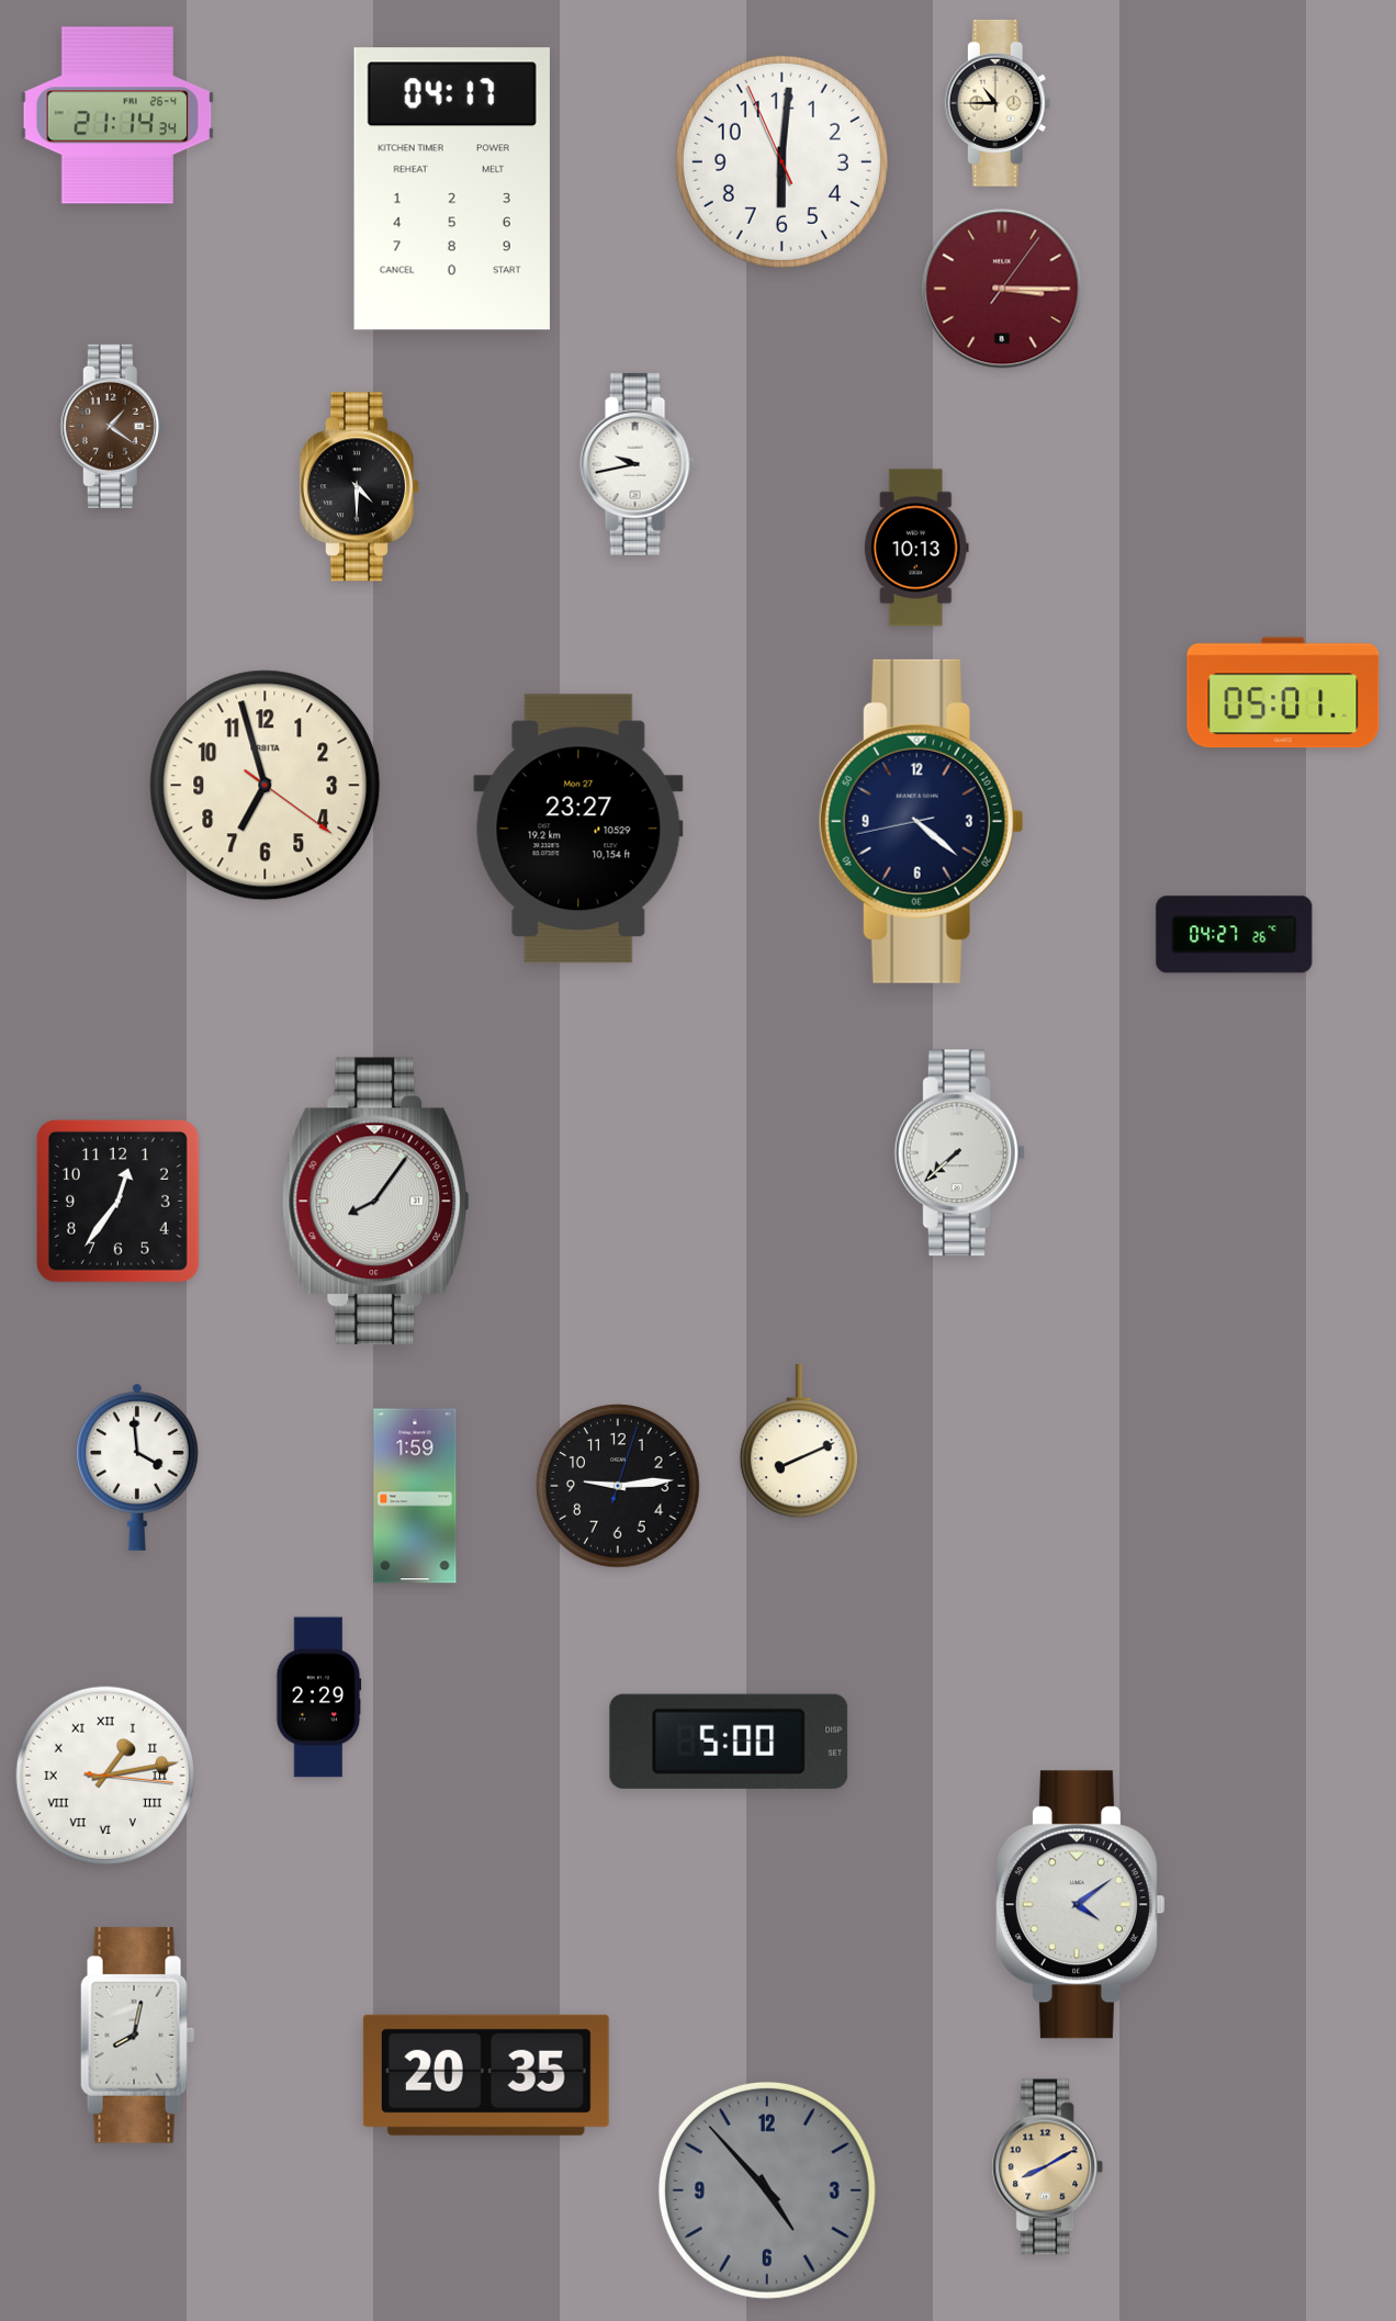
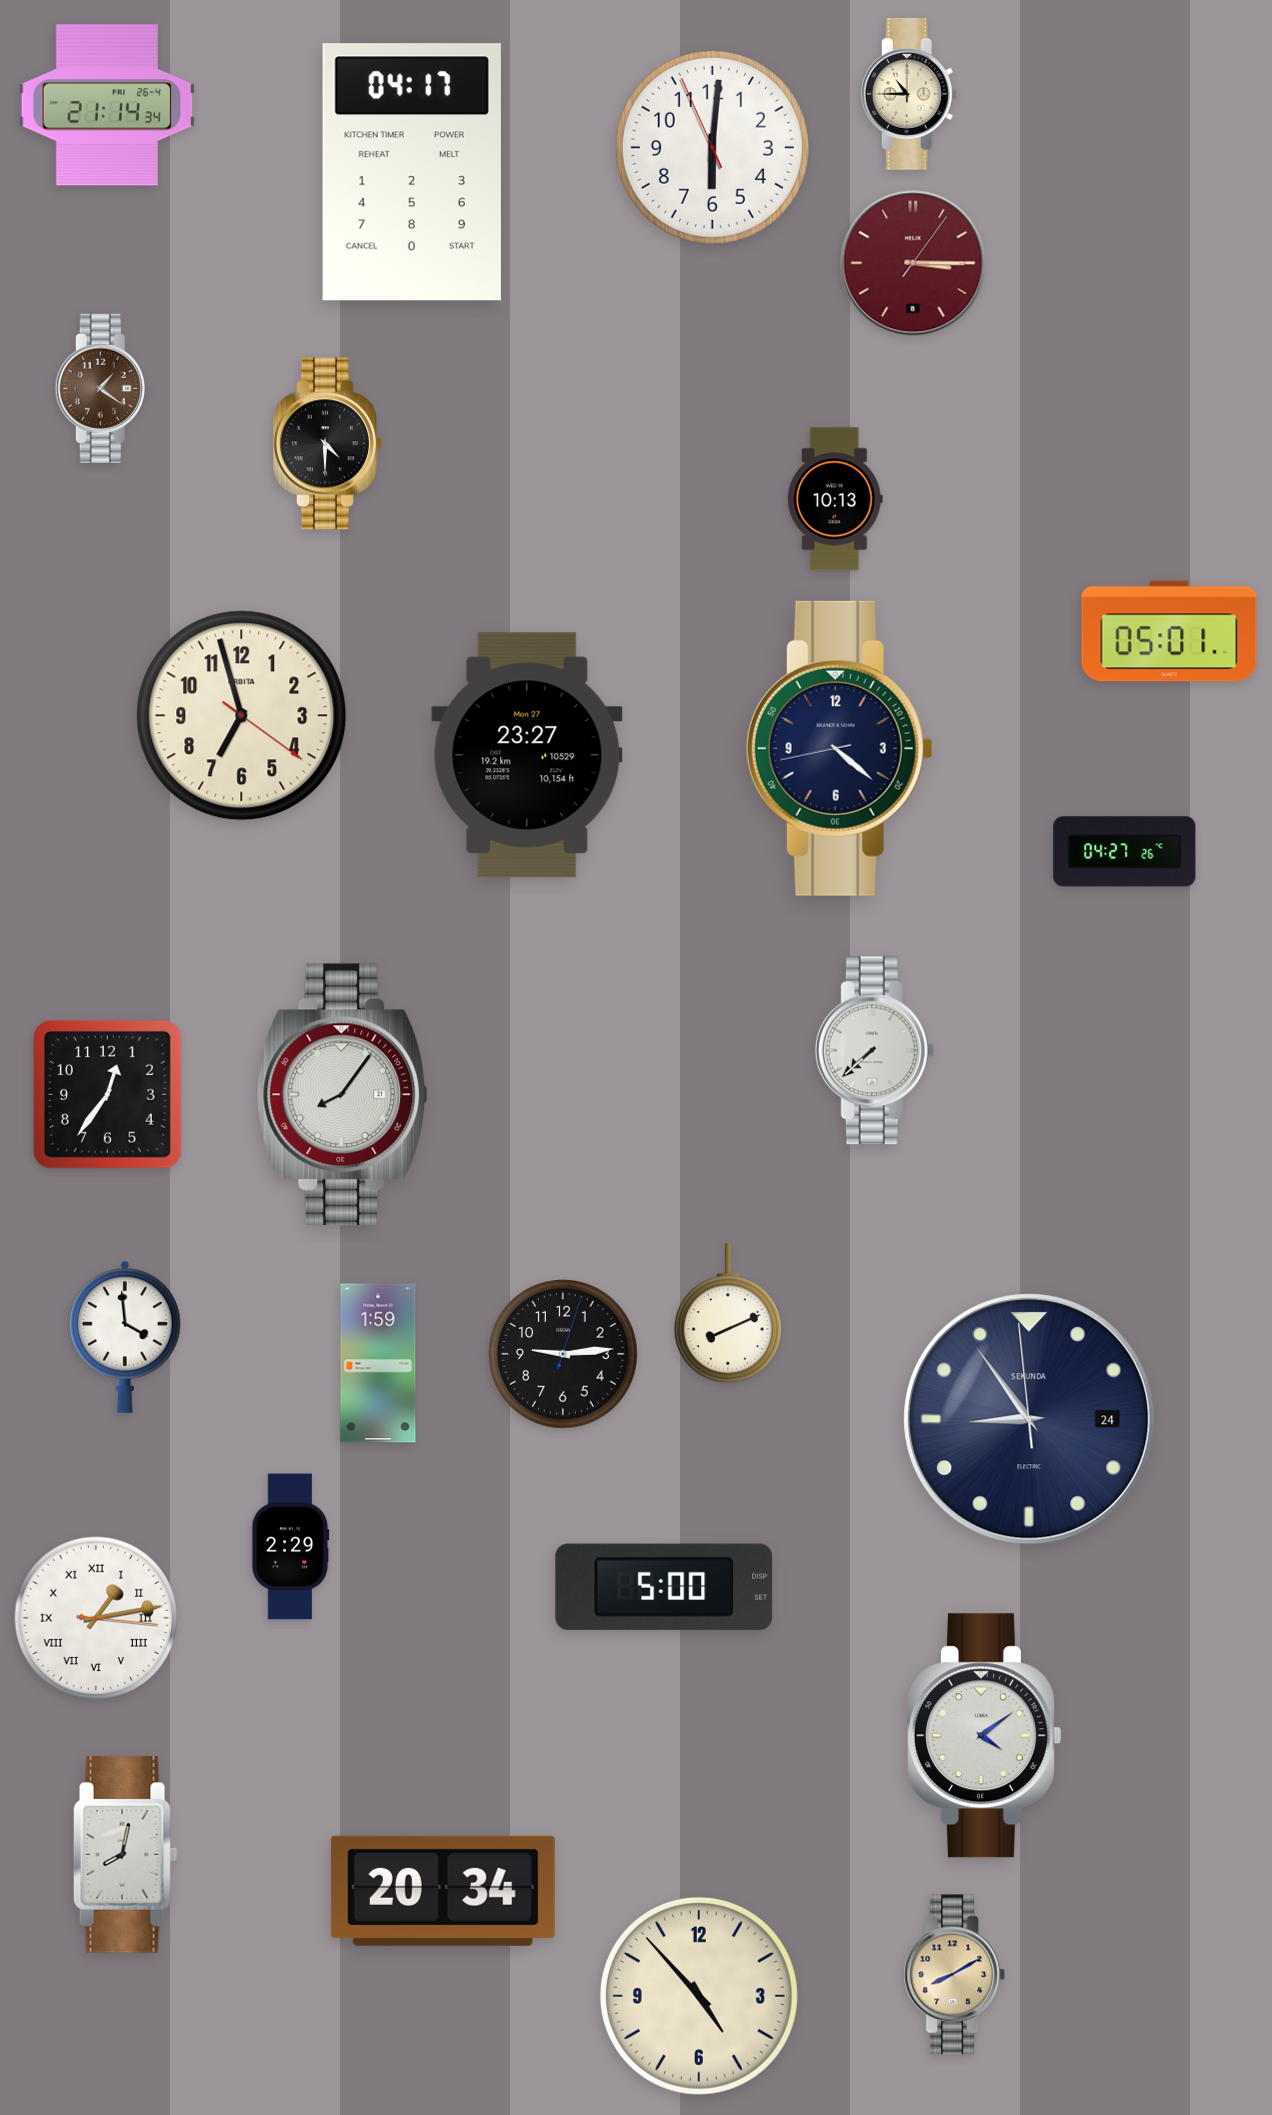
clock at (638, 464): 9:43 -> none
clock at (1029, 1419): none -> 8:53
clock at (486, 2075): 20:35 -> 20:34
clock at (767, 2190) dial: grey -> cream
